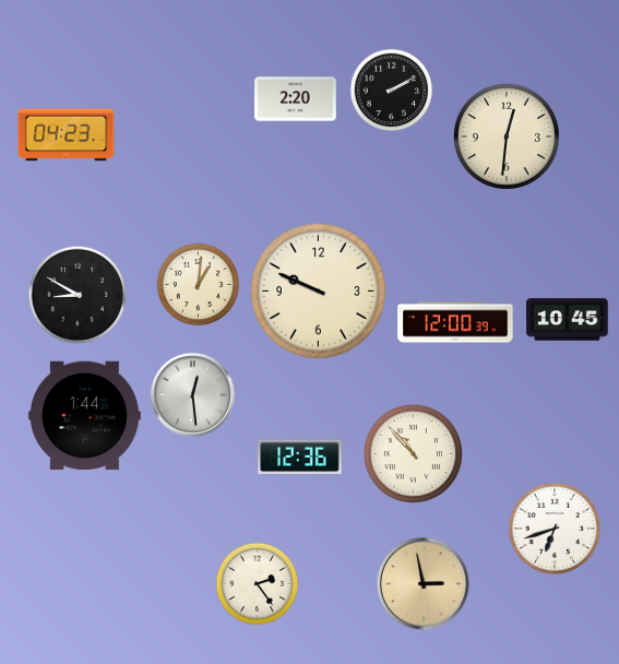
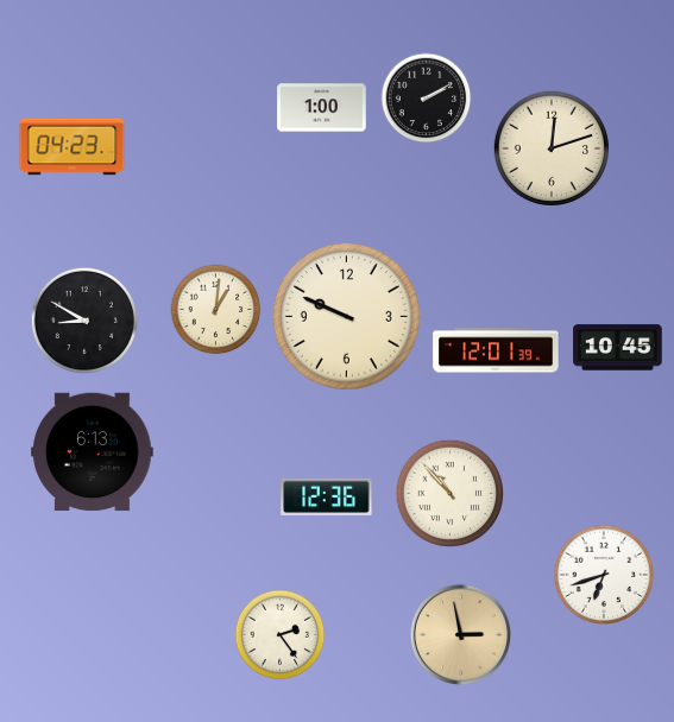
clock at (296, 99): 2:20 -> 1:00
clock at (507, 137): 12:31 -> 12:12
clock at (455, 322): 12:00 -> 12:01
clock at (192, 394): 12:29 -> none
clock at (85, 416): 1:44 -> 6:13
